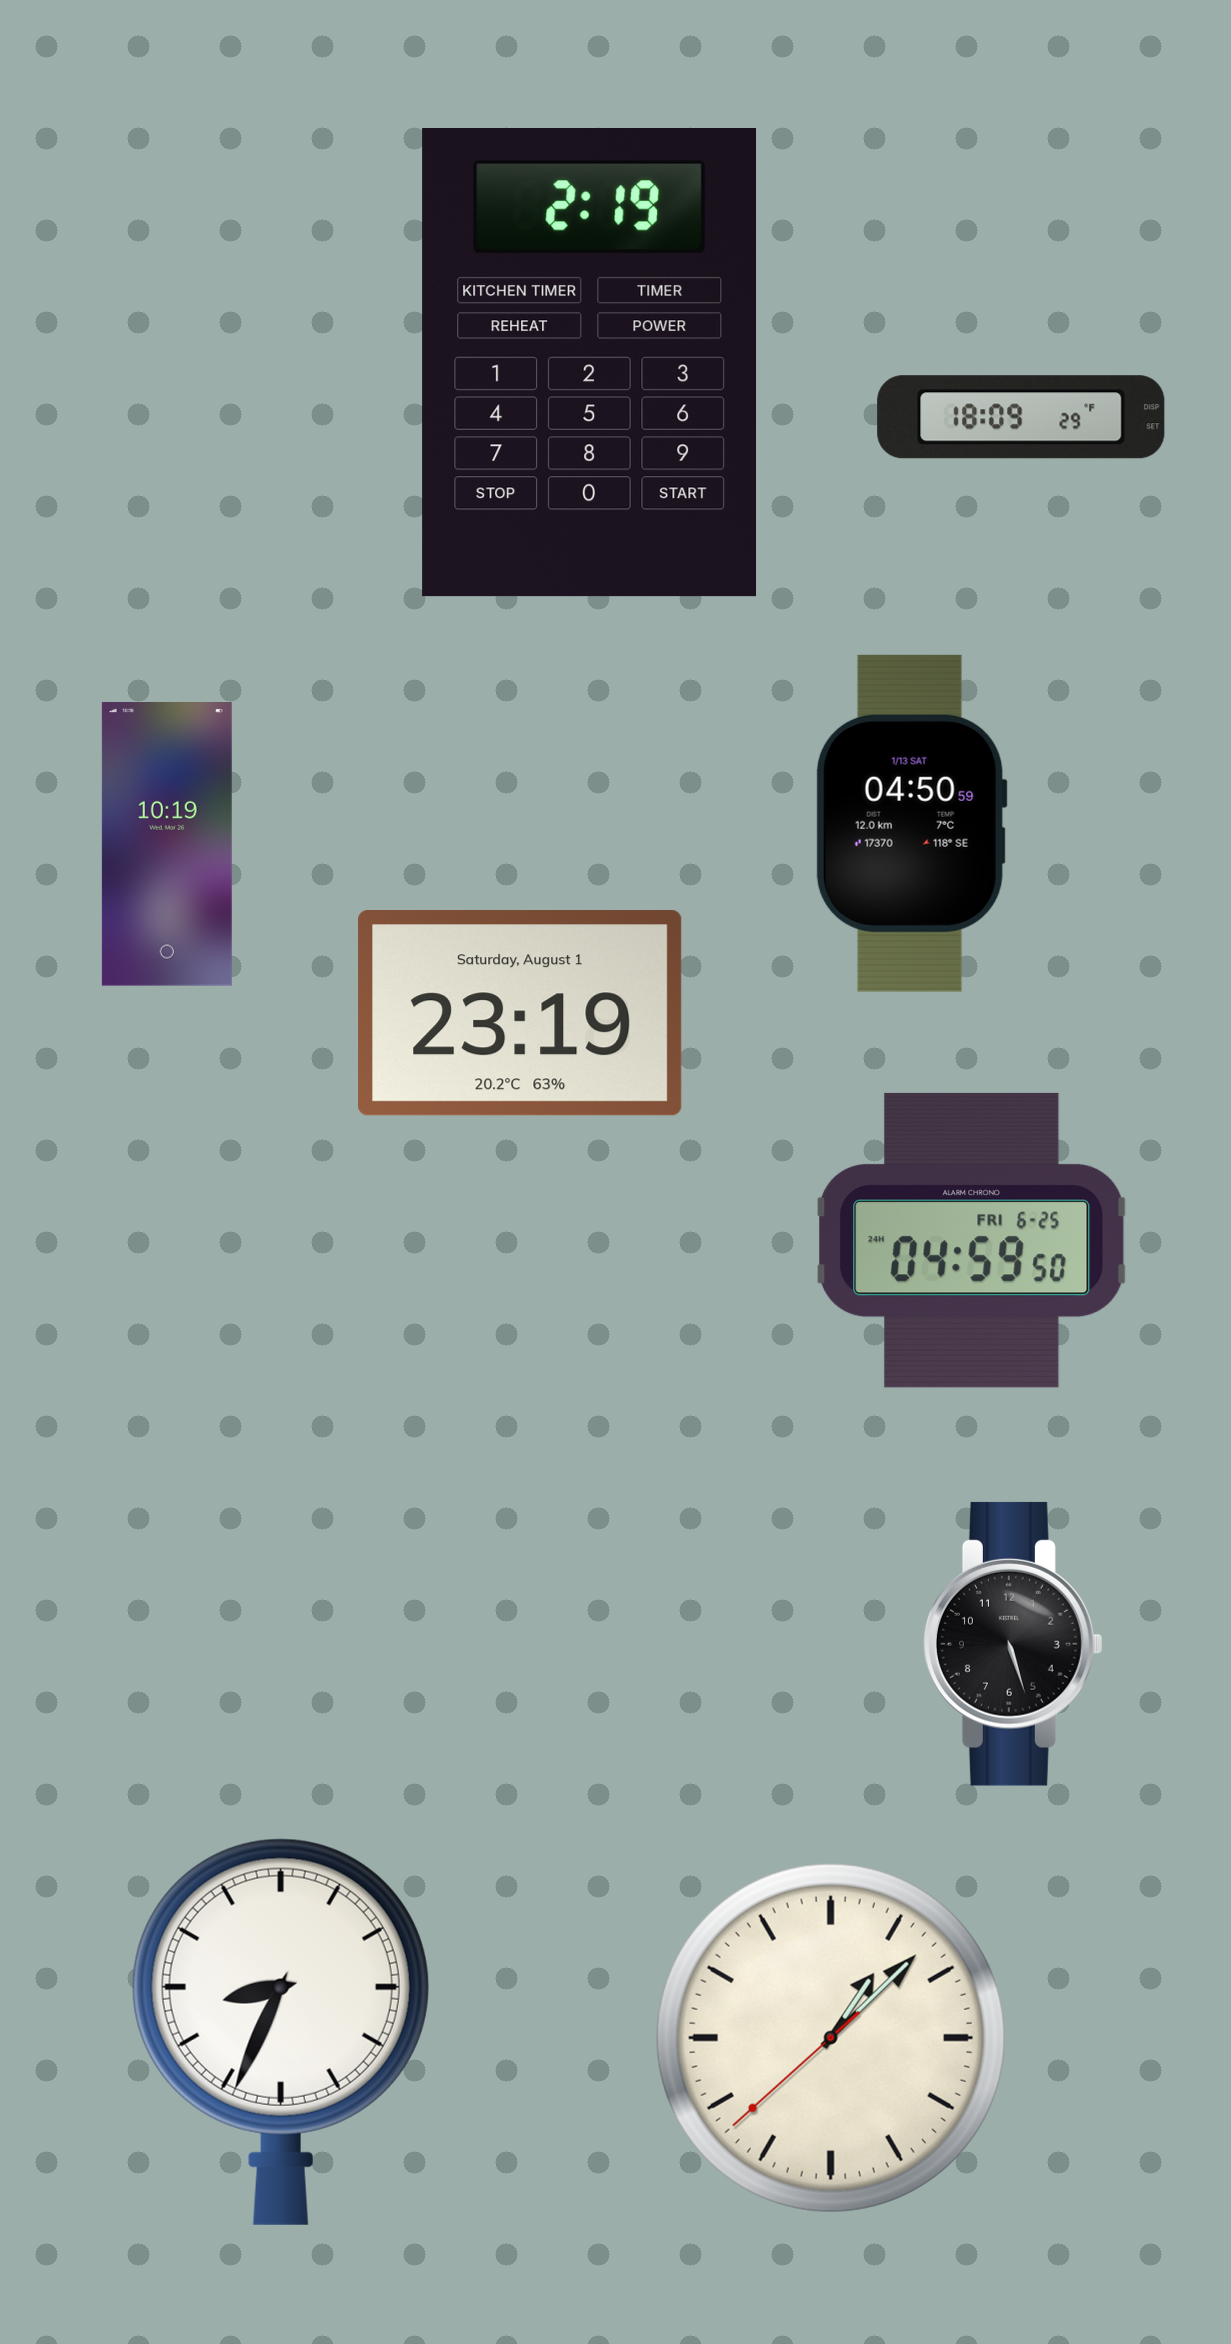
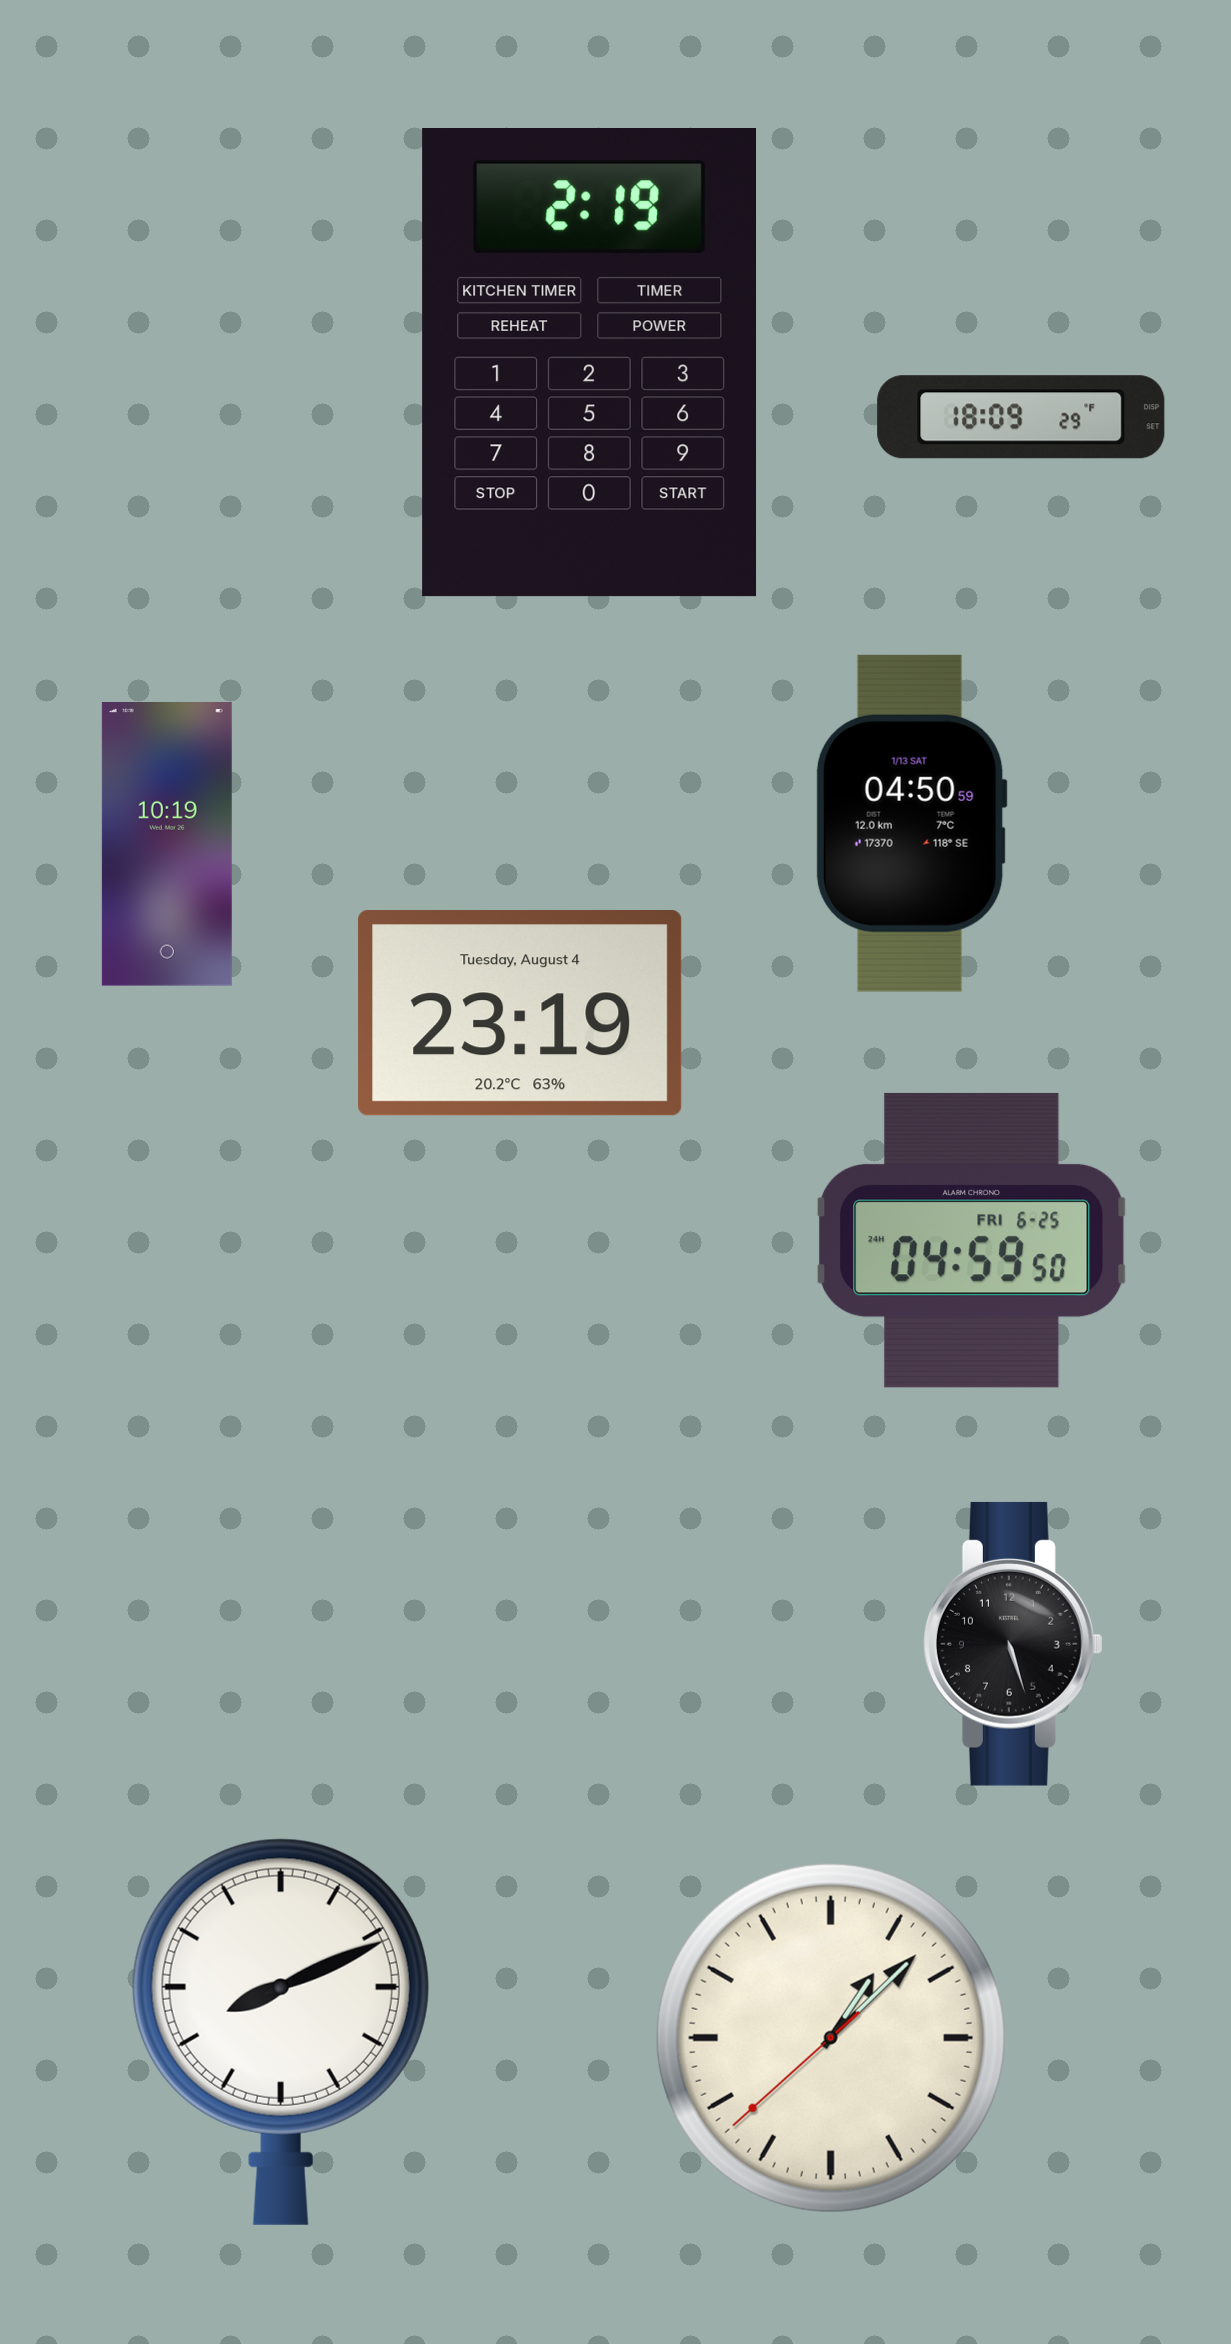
clock at (520, 1013) date: Saturday, August 1 -> Tuesday, August 4
clock at (281, 2032): 8:34 -> 8:11
